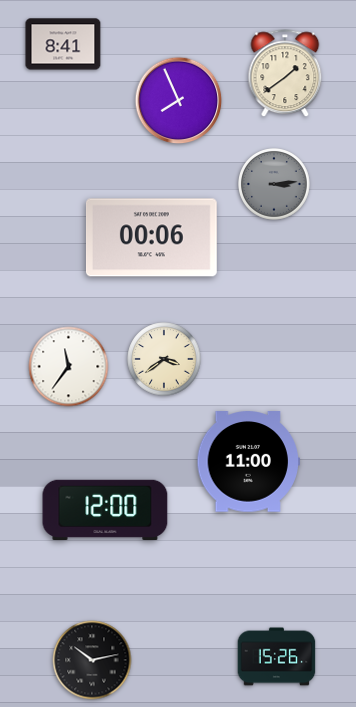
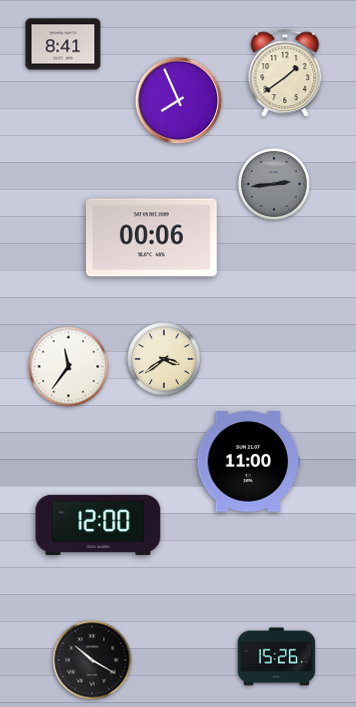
clock at (275, 185): 3:14 -> 2:44
clock at (105, 509) position: (105, 509) -> (98, 524)
clock at (92, 660): 10:13 -> 10:20
